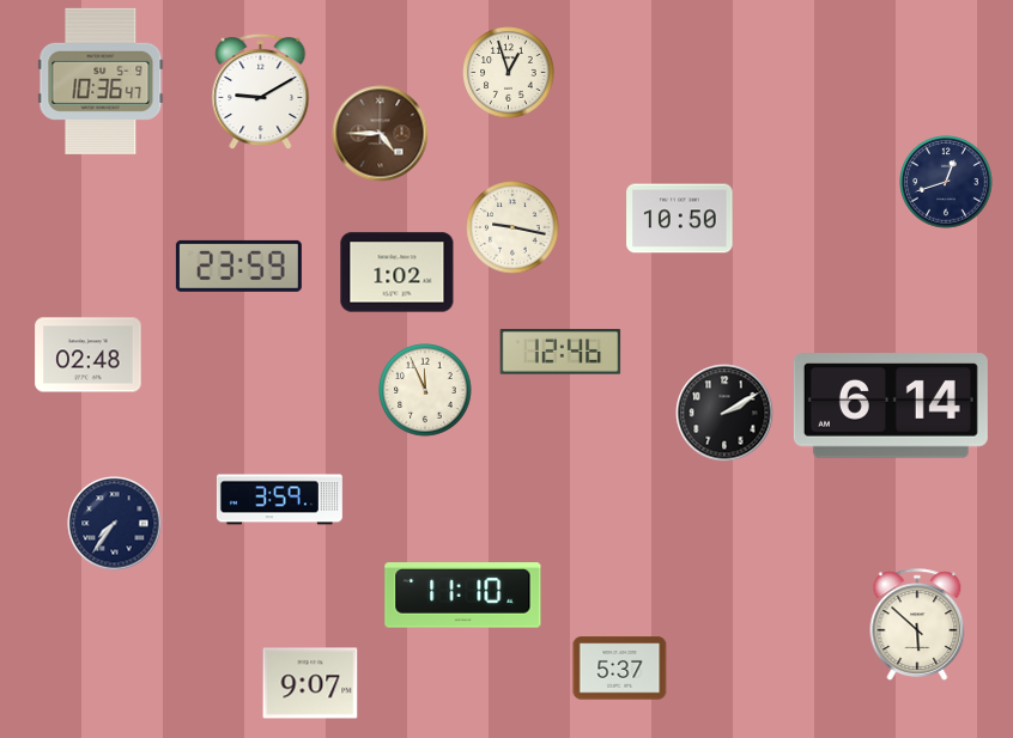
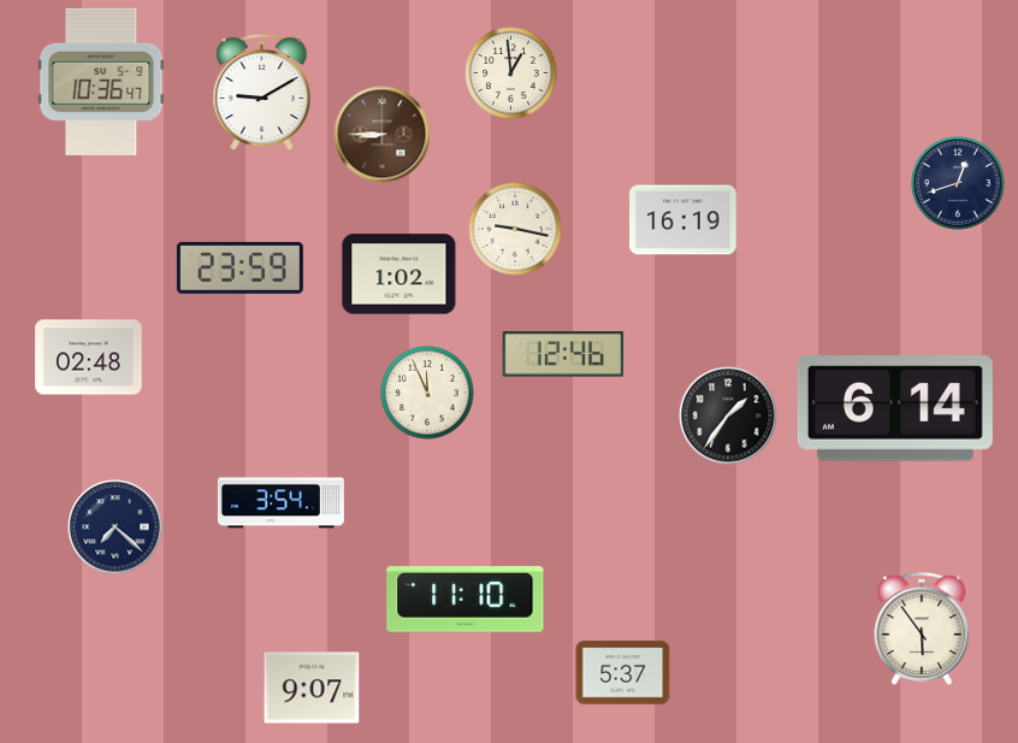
clock at (509, 73): 12:57 -> 12:59
clock at (381, 134): 4:45 -> 8:45
clock at (946, 182) position: (946, 182) -> (958, 183)
clock at (680, 219): 10:50 -> 16:19
clock at (724, 413): 2:10 -> 1:36
clock at (279, 500): 3:59 -> 3:54
clock at (115, 524): 7:36 -> 7:22
clock at (917, 624): 5:52 -> 5:54
